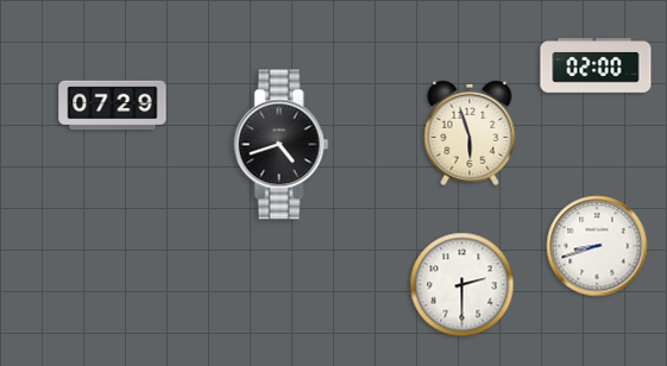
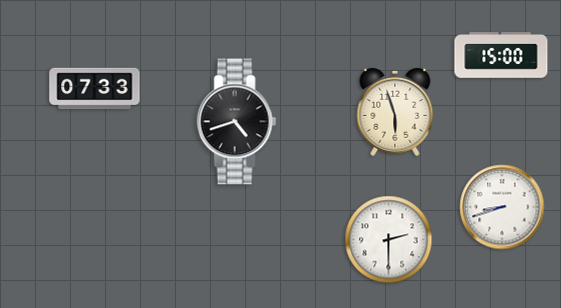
clock at (596, 67): 02:00 -> 15:00
clock at (113, 106): 07:29 -> 07:33
